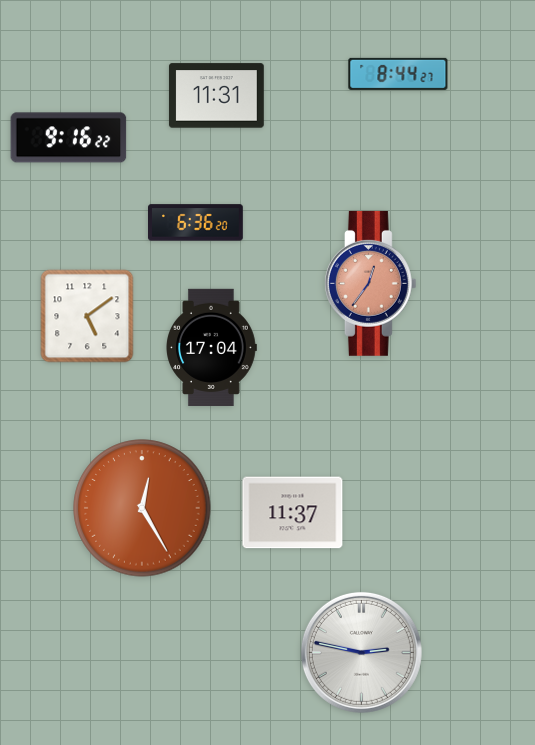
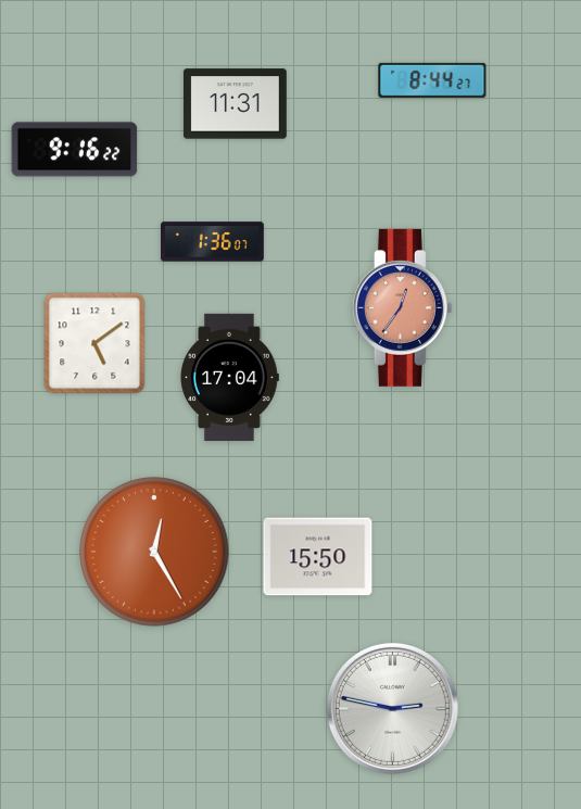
clock at (196, 223): 6:36 -> 1:36
clock at (293, 513): 11:37 -> 15:50
